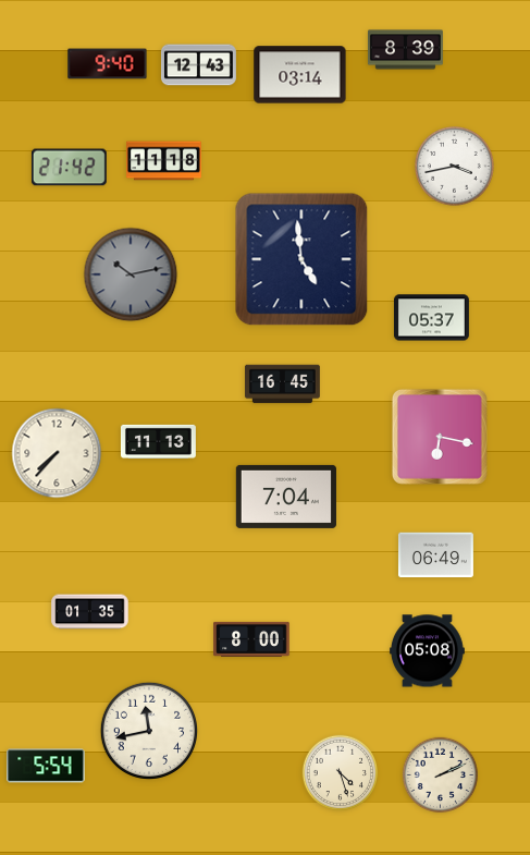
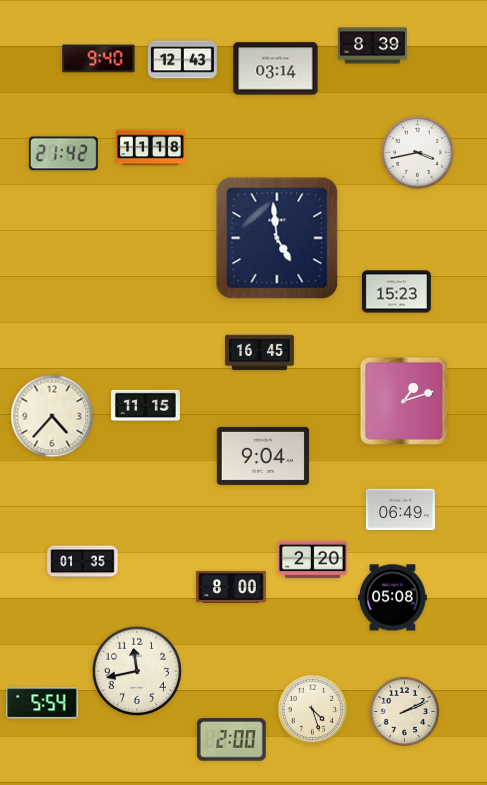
clock at (131, 274): 10:13 -> none
clock at (431, 318): 05:37 -> 15:23
clock at (440, 437): 6:17 -> 1:12
clock at (158, 441): 11:13 -> 11:15
clock at (57, 453): 7:37 -> 4:37
clock at (286, 497): 7:04 -> 9:04
clock at (312, 560): none -> 2:20
clock at (231, 740): none -> 2:00
